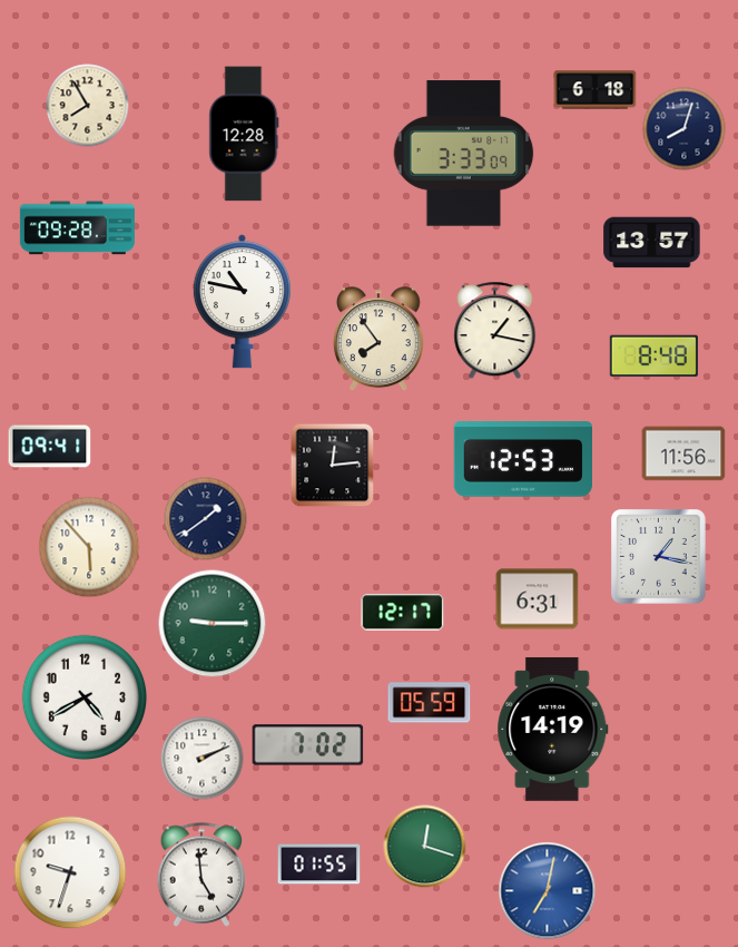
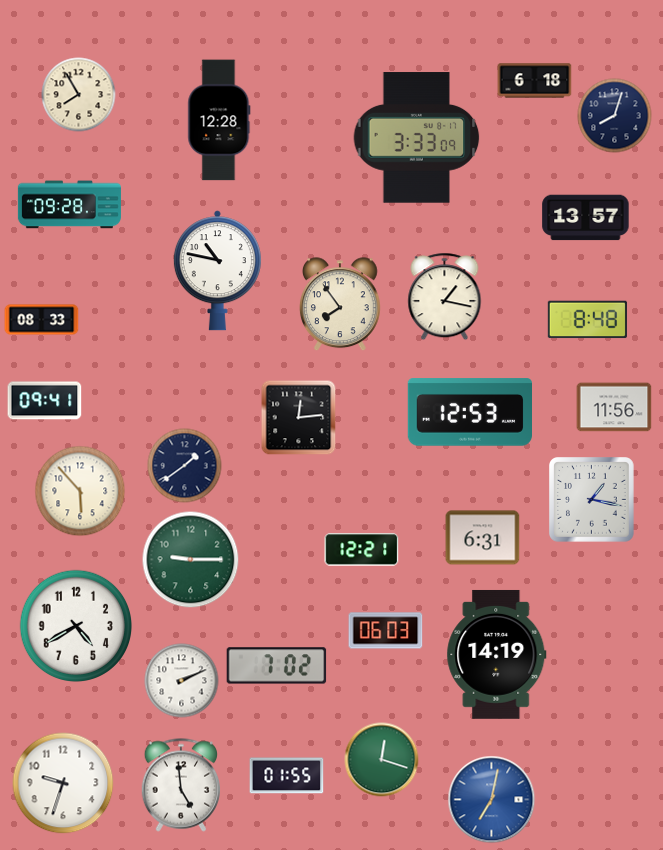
clock at (42, 320): none -> 08:33
clock at (403, 613): 12:17 -> 12:21
clock at (430, 703): 05:59 -> 06:03
clock at (308, 745) position: (308, 745) -> (277, 666)
